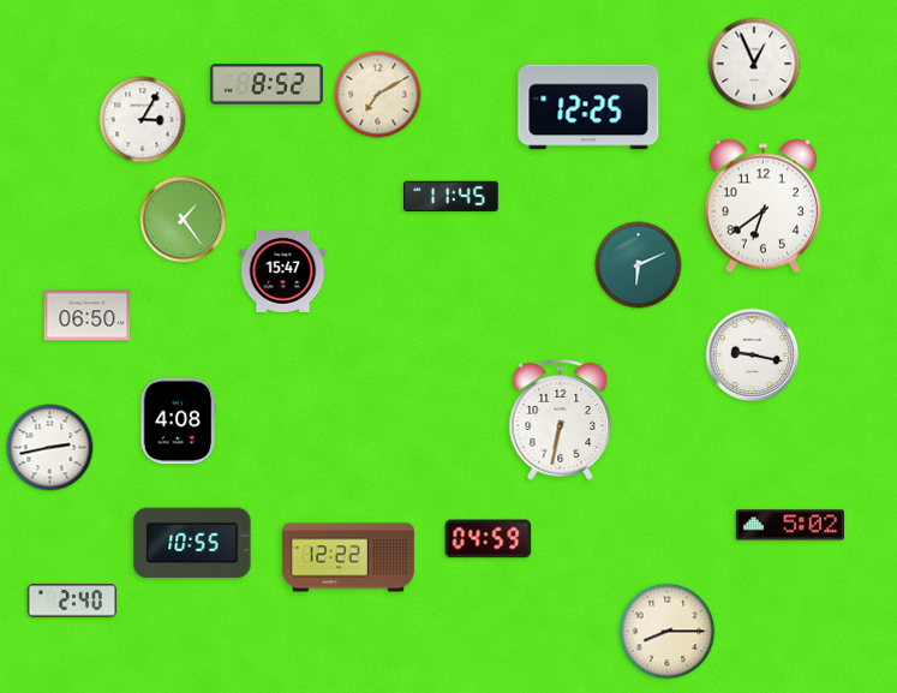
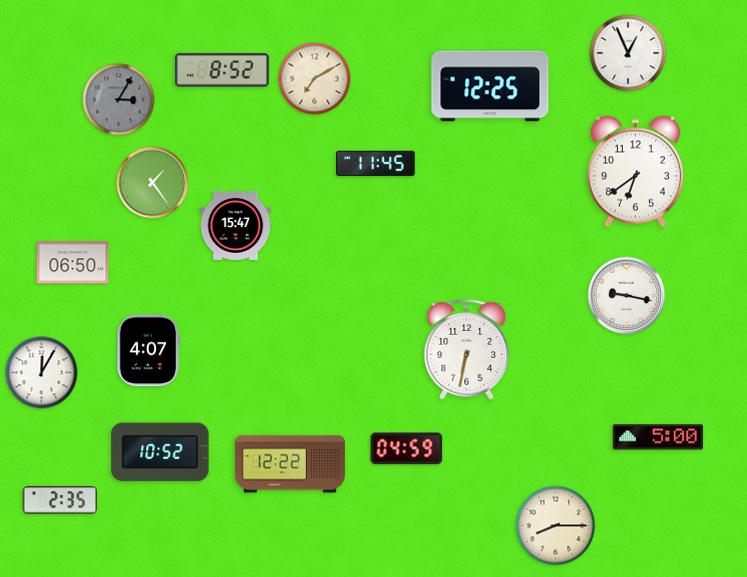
clock at (588, 107) position: (588, 107) -> (490, 86)
clock at (143, 120) dial: white -> grey
clock at (639, 265): 6:11 -> none
clock at (179, 422): 4:08 -> 4:07
clock at (50, 448): 2:43 -> 12:05
clock at (790, 525): 5:02 -> 5:00
clock at (192, 543): 10:55 -> 10:52
clock at (71, 601): 2:40 -> 2:35
